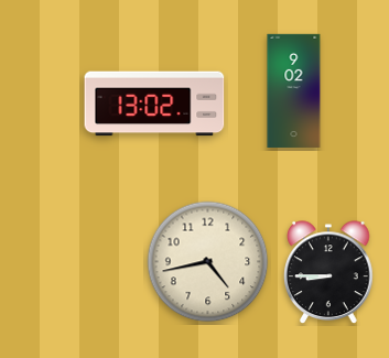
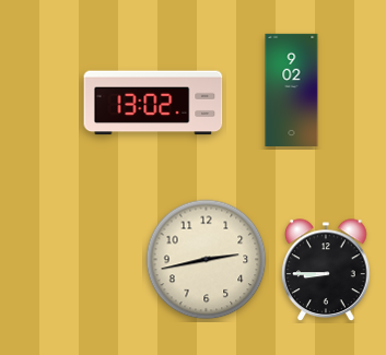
clock at (208, 262): 4:43 -> 2:43
